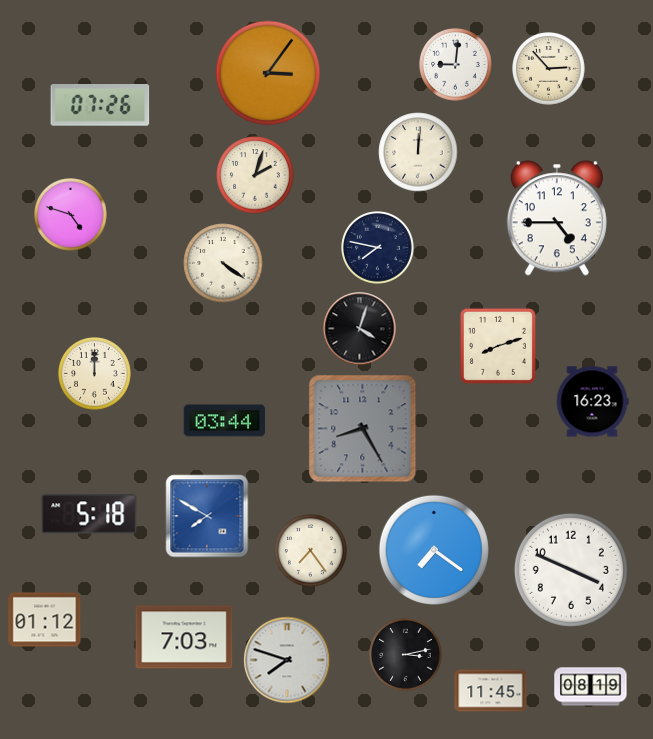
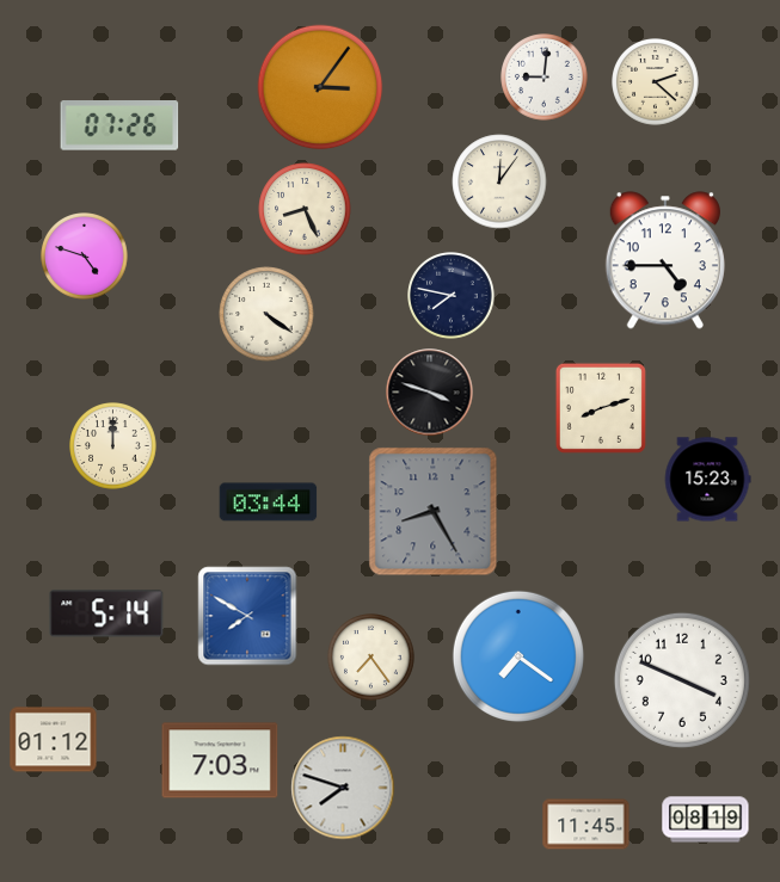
clock at (549, 69): 2:53 -> 2:22
clock at (418, 152): 12:01 -> 12:06
clock at (255, 175): 2:03 -> 8:26
clock at (360, 329): 4:03 -> 3:48
clock at (498, 346) position: (498, 346) -> (601, 408)
clock at (592, 402): 16:23 -> 15:23
clock at (89, 514): 5:18 -> 5:14
clock at (406, 655): 3:13 -> none
